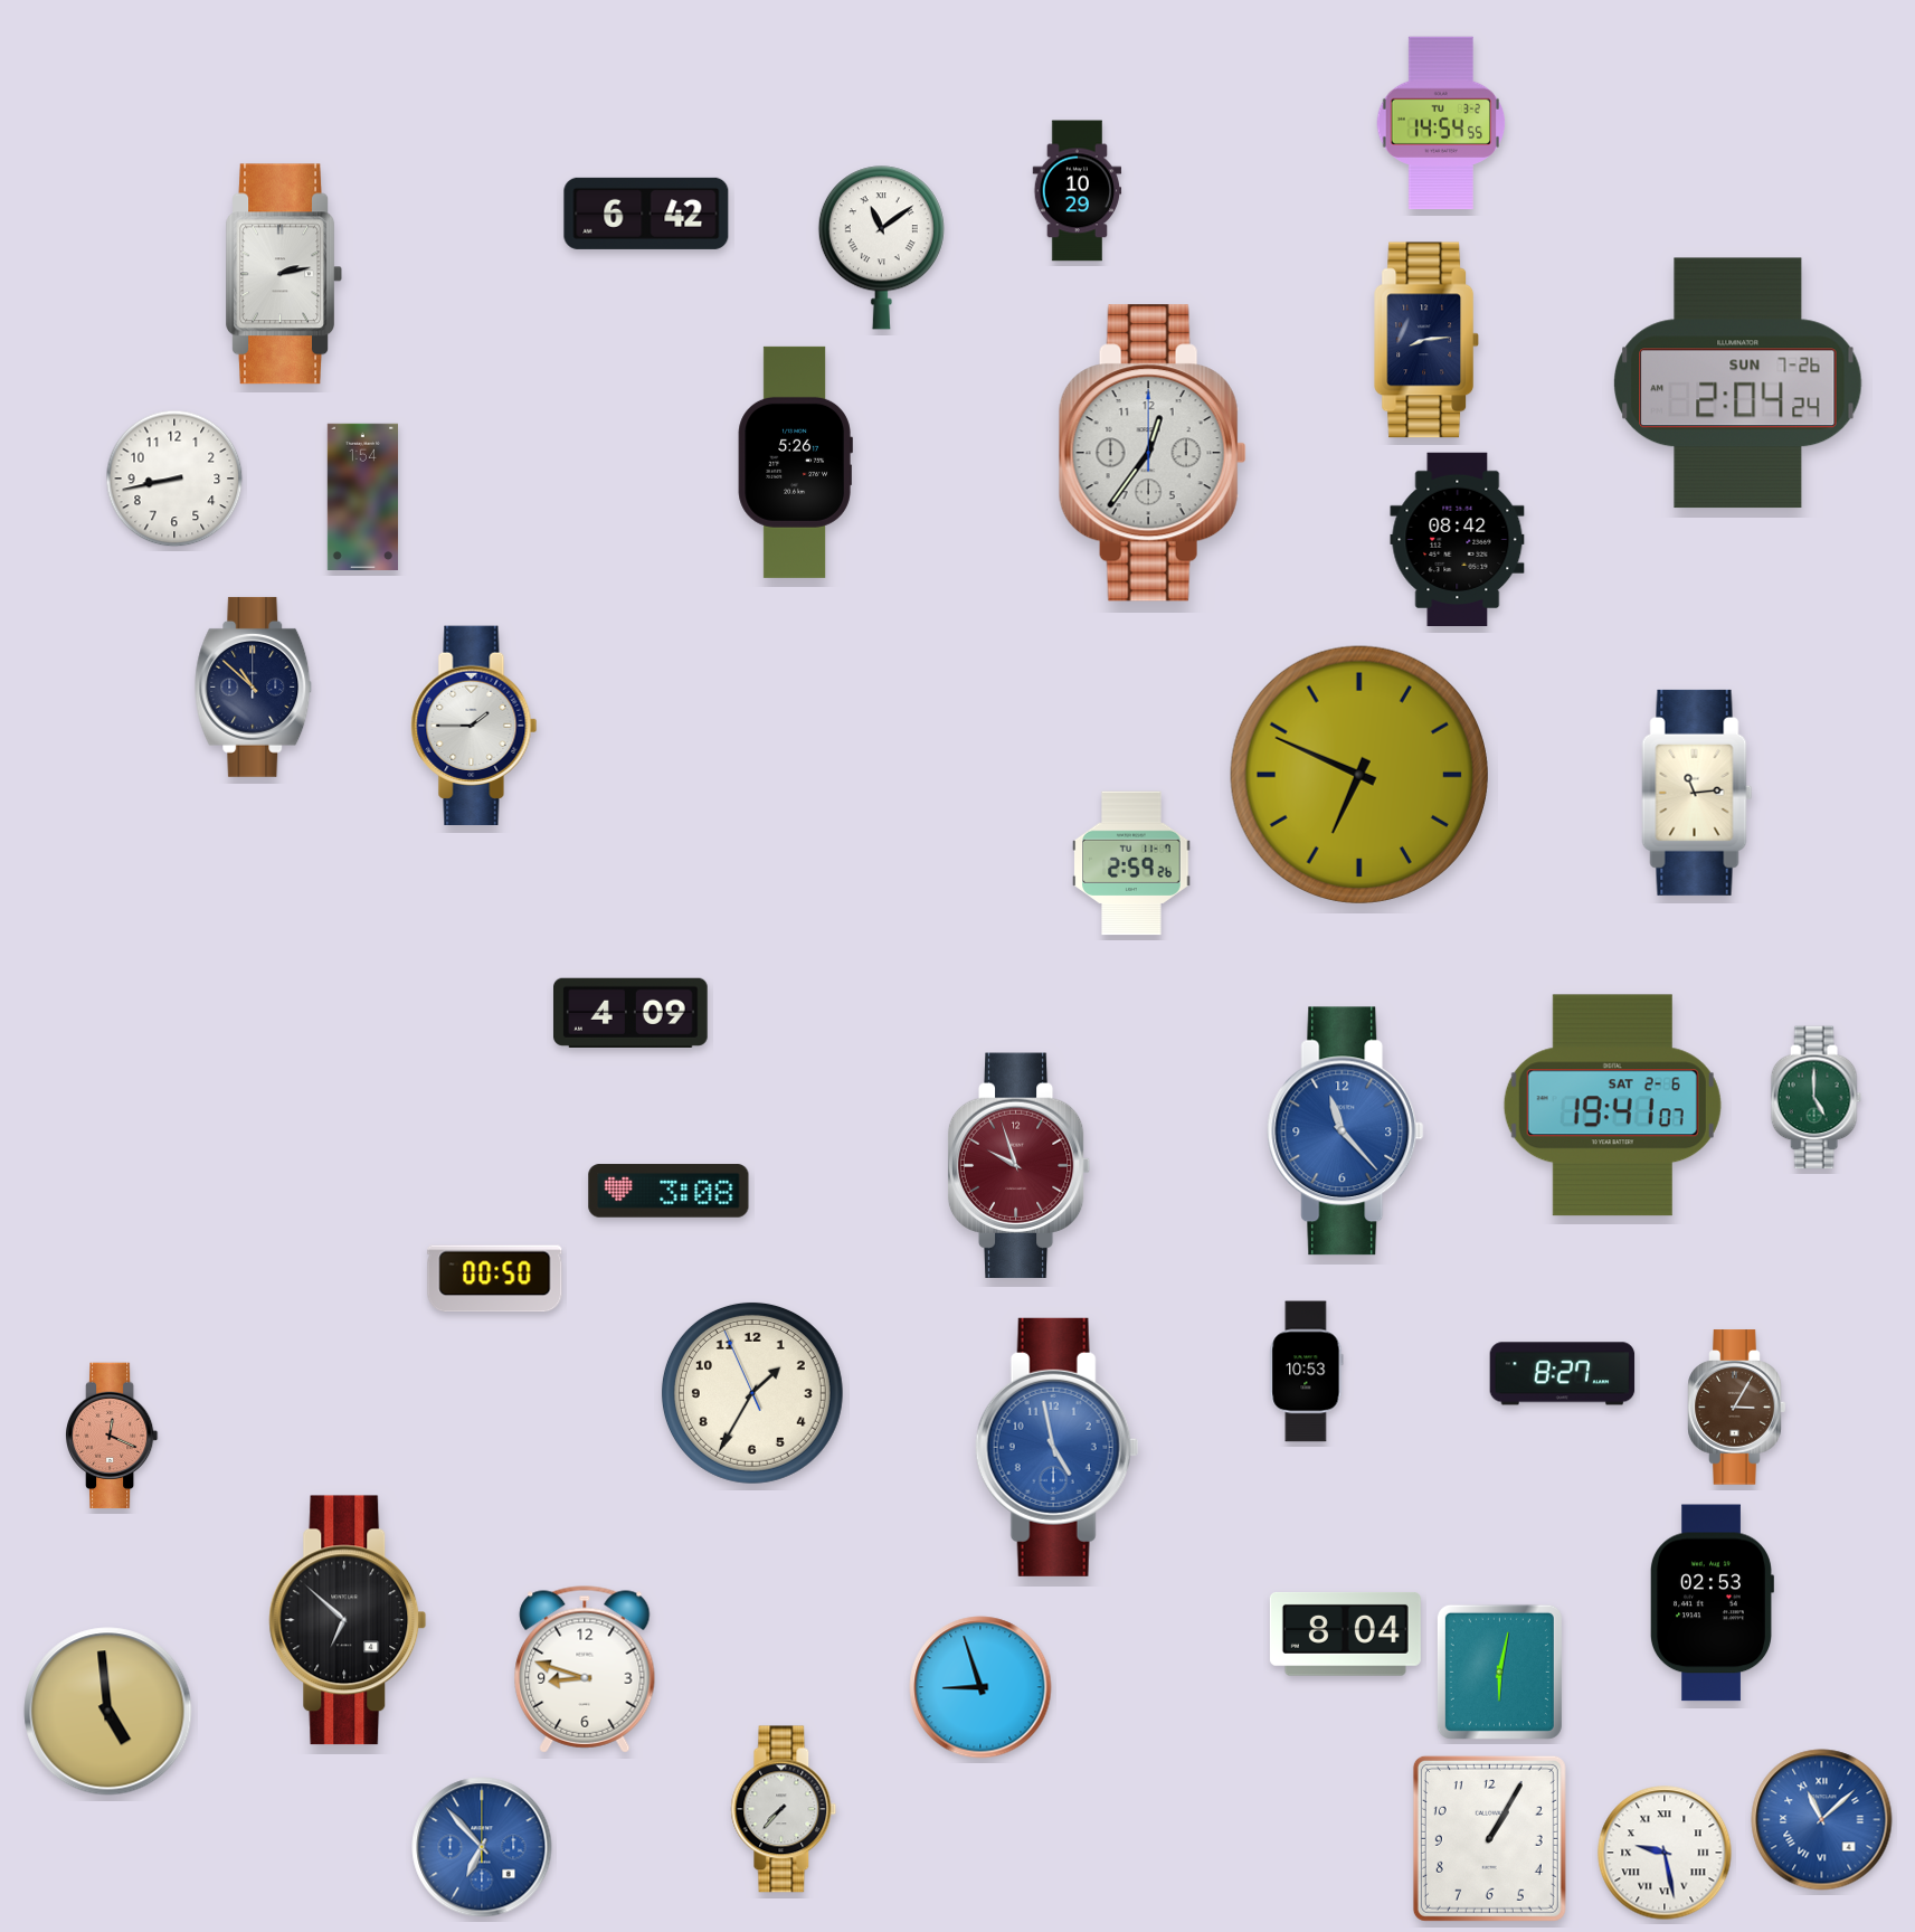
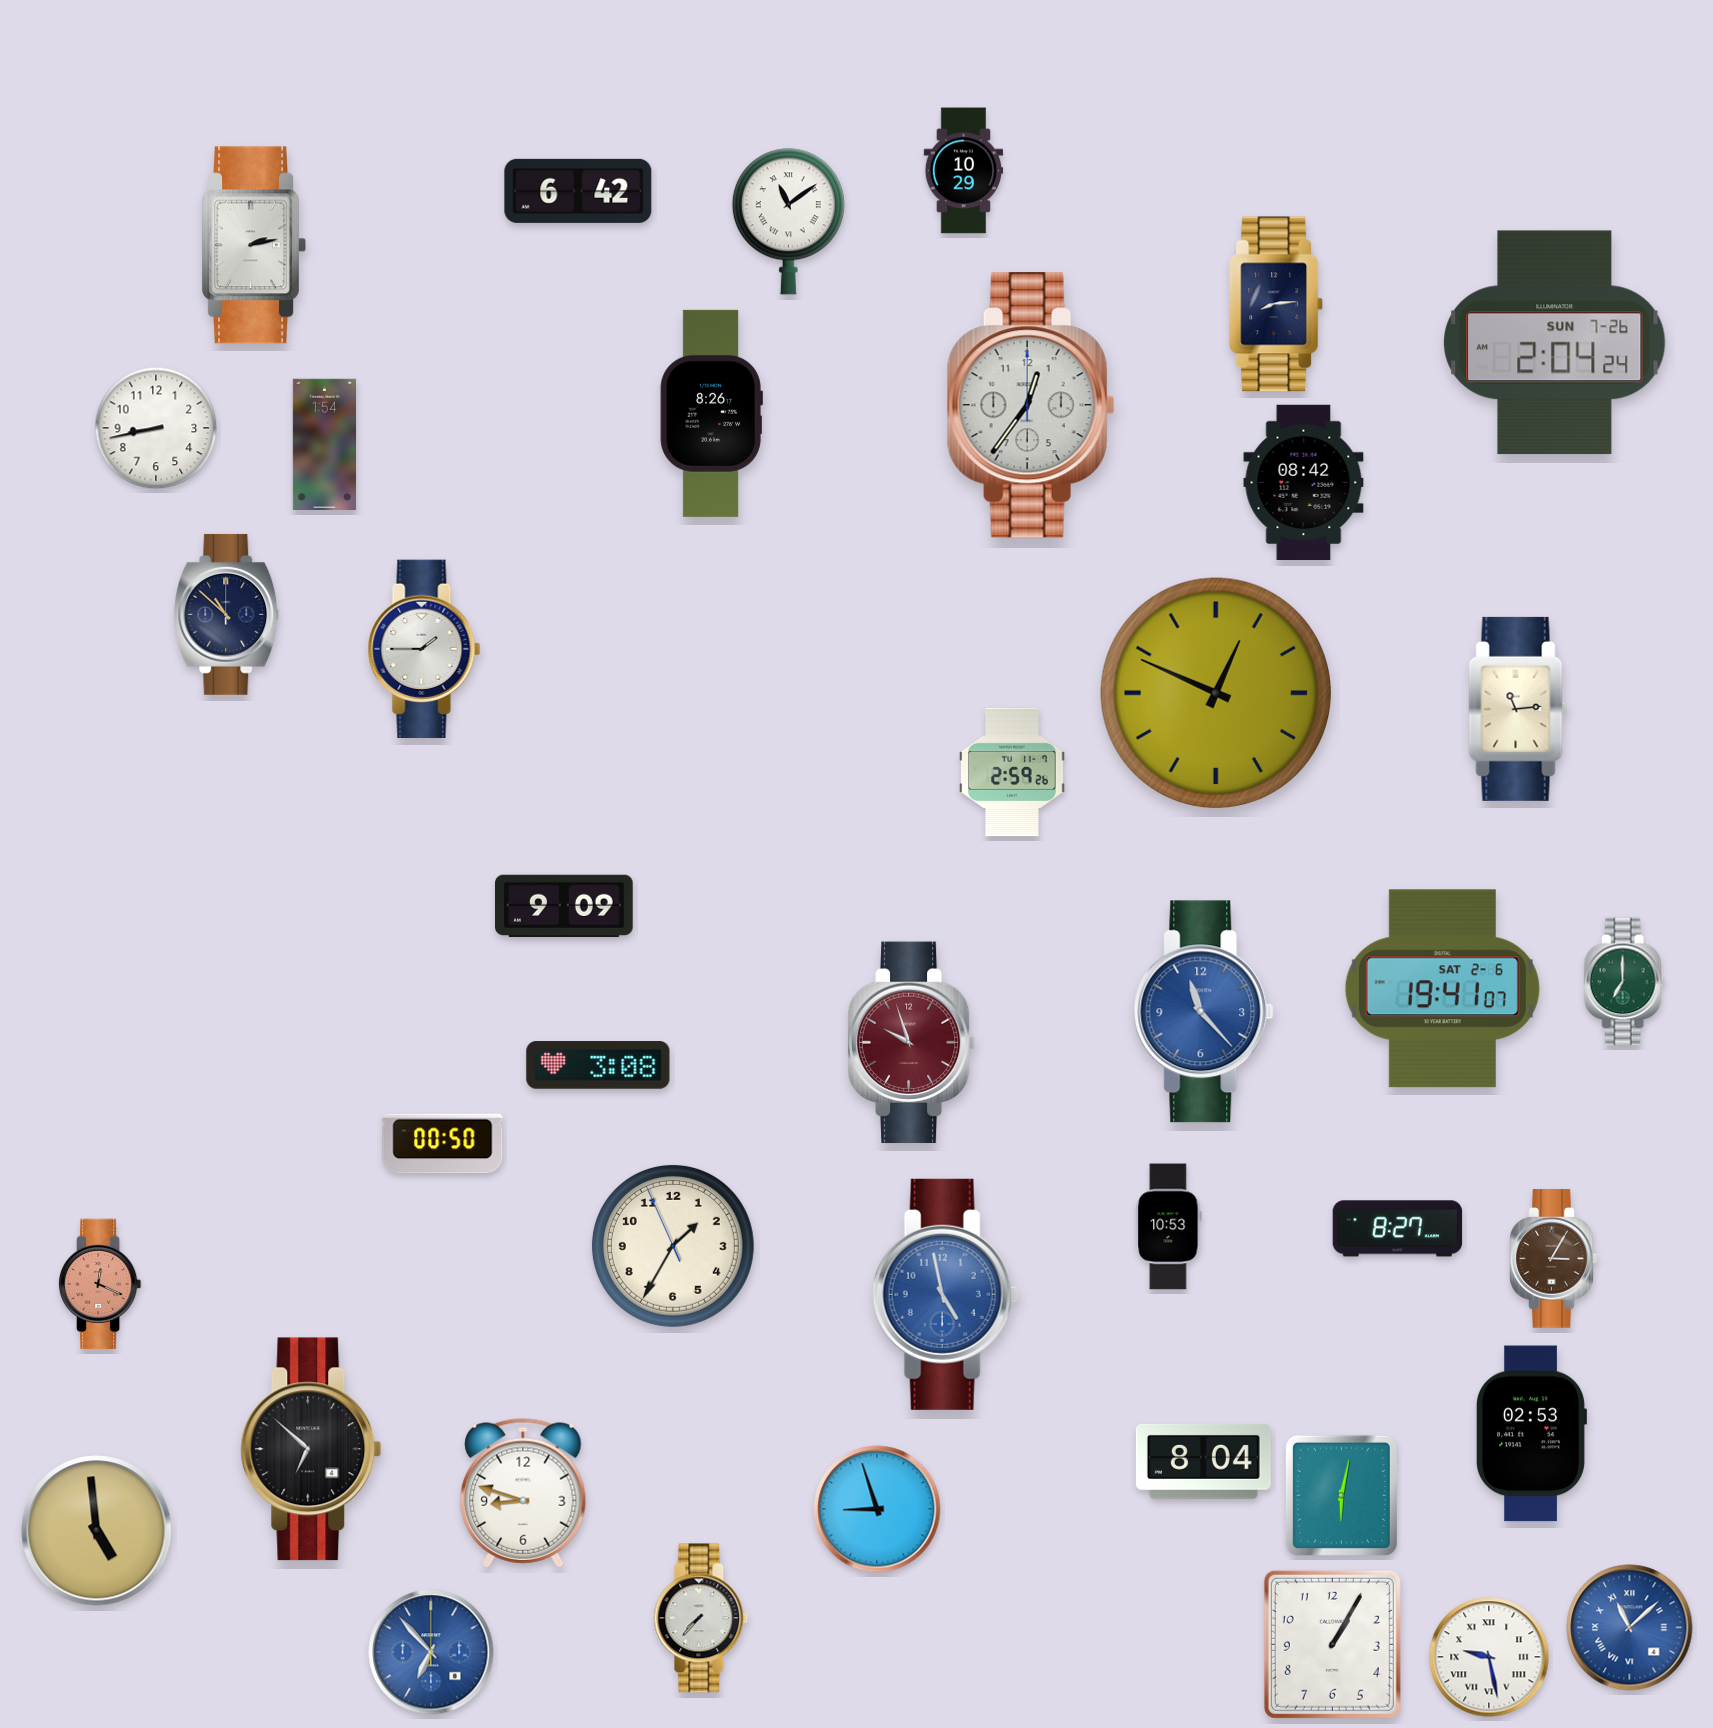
clock at (1441, 123): 14:54 -> none
clock at (795, 462): 5:26 -> 8:26
clock at (1359, 775): 6:49 -> 12:49
clock at (632, 1012): 4:09 -> 9:09
clock at (1816, 1098): 5:00 -> 7:00
